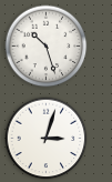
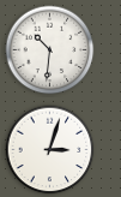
clock at (47, 47): 10:27 -> 10:31
